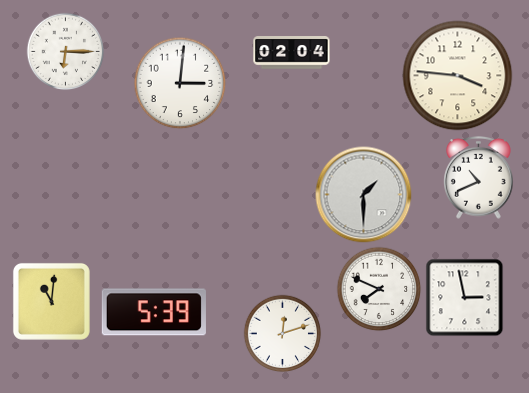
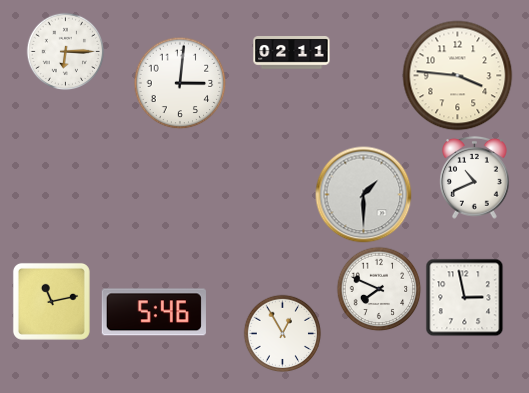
clock at (292, 53): 02:04 -> 02:11
clock at (479, 177) position: (479, 177) -> (475, 177)
clock at (51, 301): 11:01 -> 11:13
clock at (154, 312): 5:39 -> 5:46
clock at (282, 333): 12:12 -> 12:55
